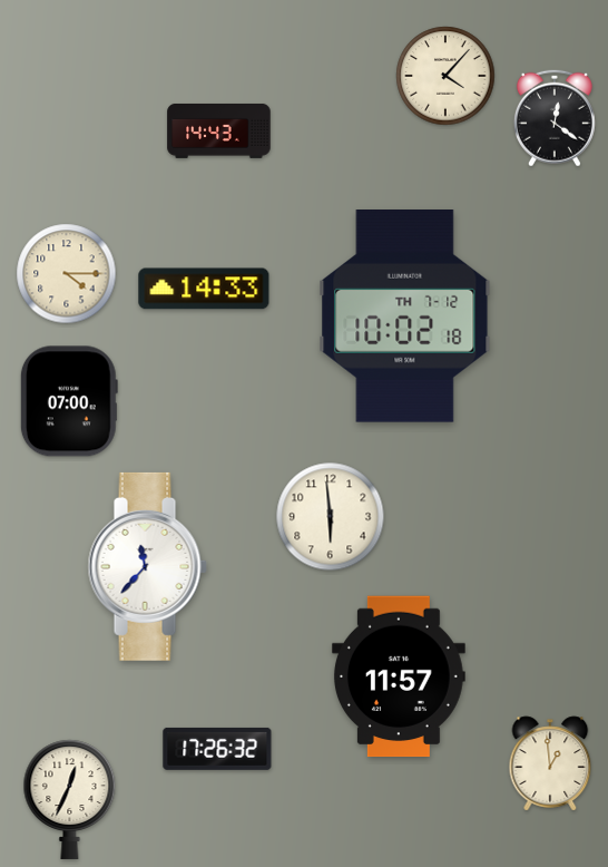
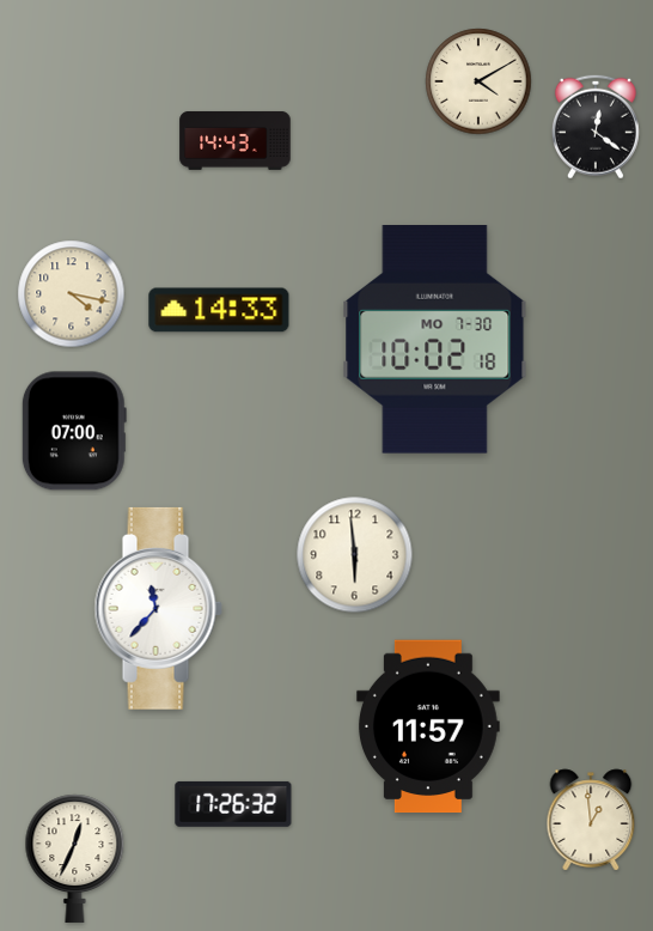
clock at (445, 76): 4:07 -> 4:10
clock at (67, 274): 4:15 -> 4:17
clock at (405, 316) date: TH 7-12 -> MO 7-30
